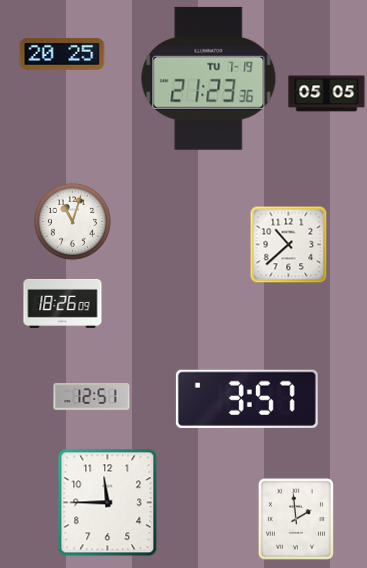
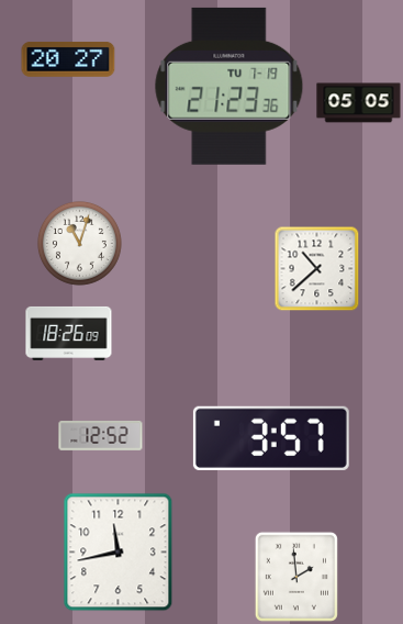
clock at (62, 54): 20:25 -> 20:27
clock at (92, 396): 12:51 -> 12:52
clock at (108, 503): 11:45 -> 11:43
clock at (296, 519) position: (296, 519) -> (296, 577)
